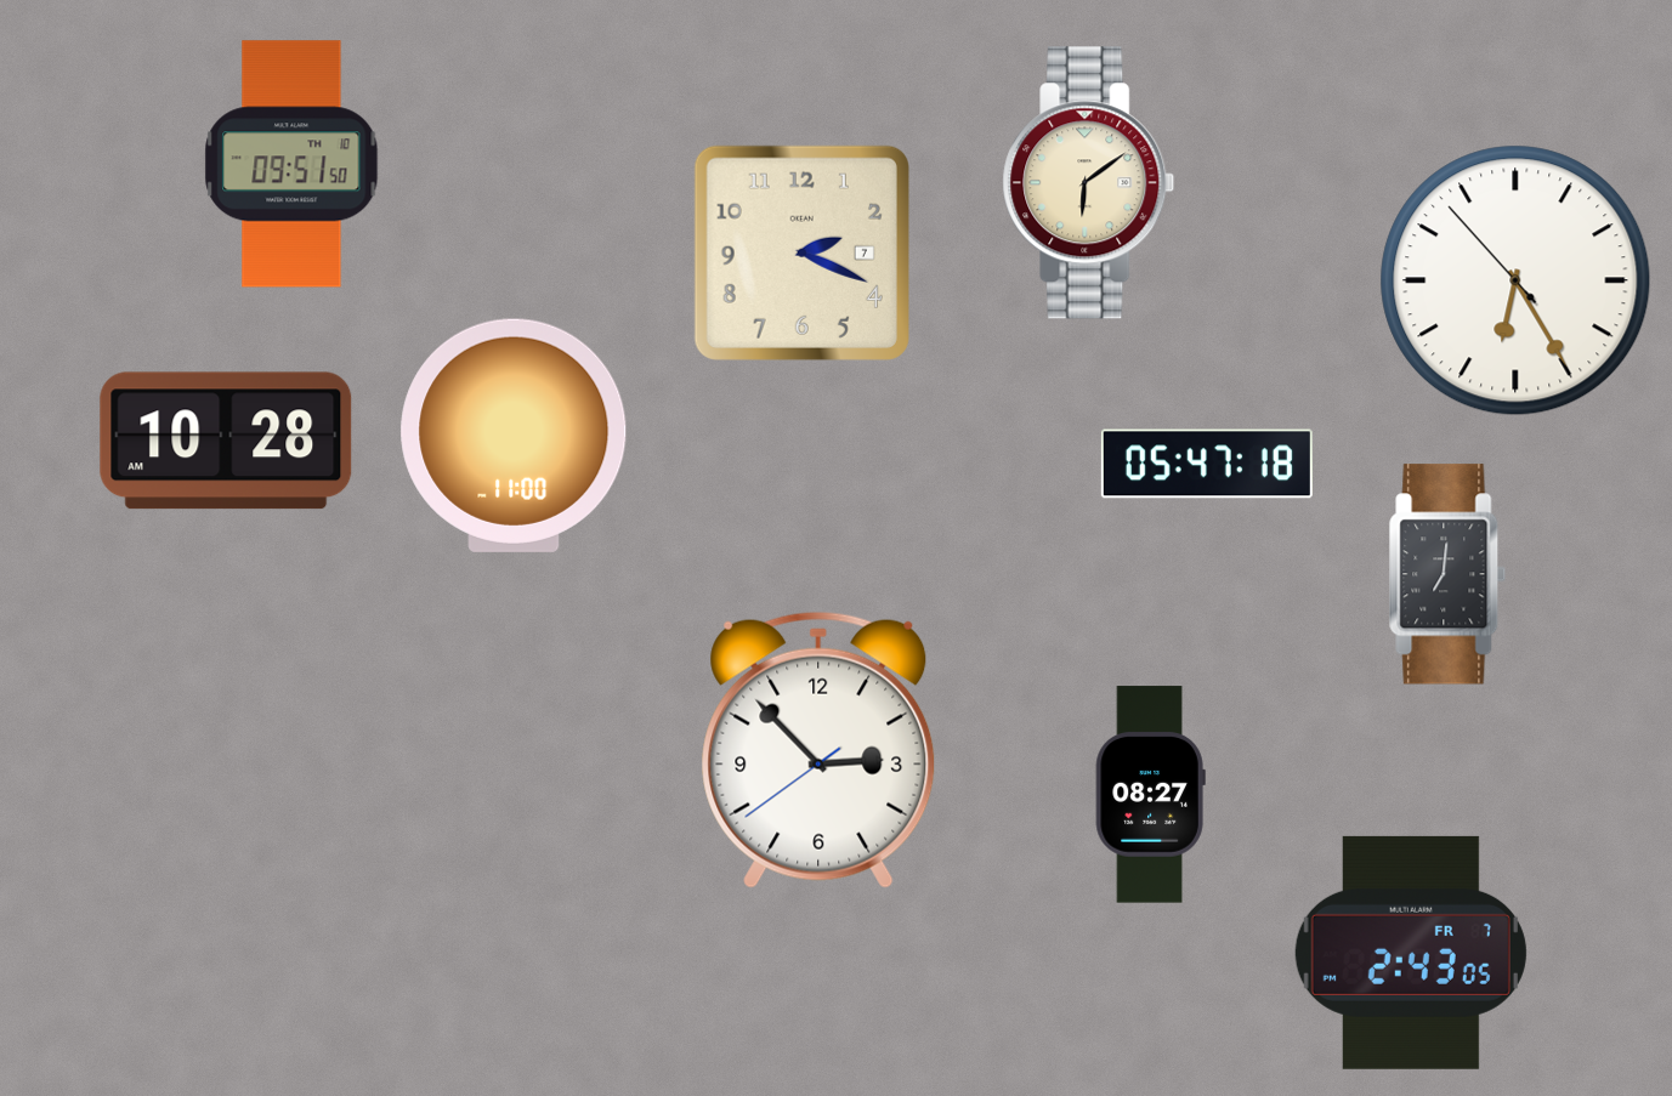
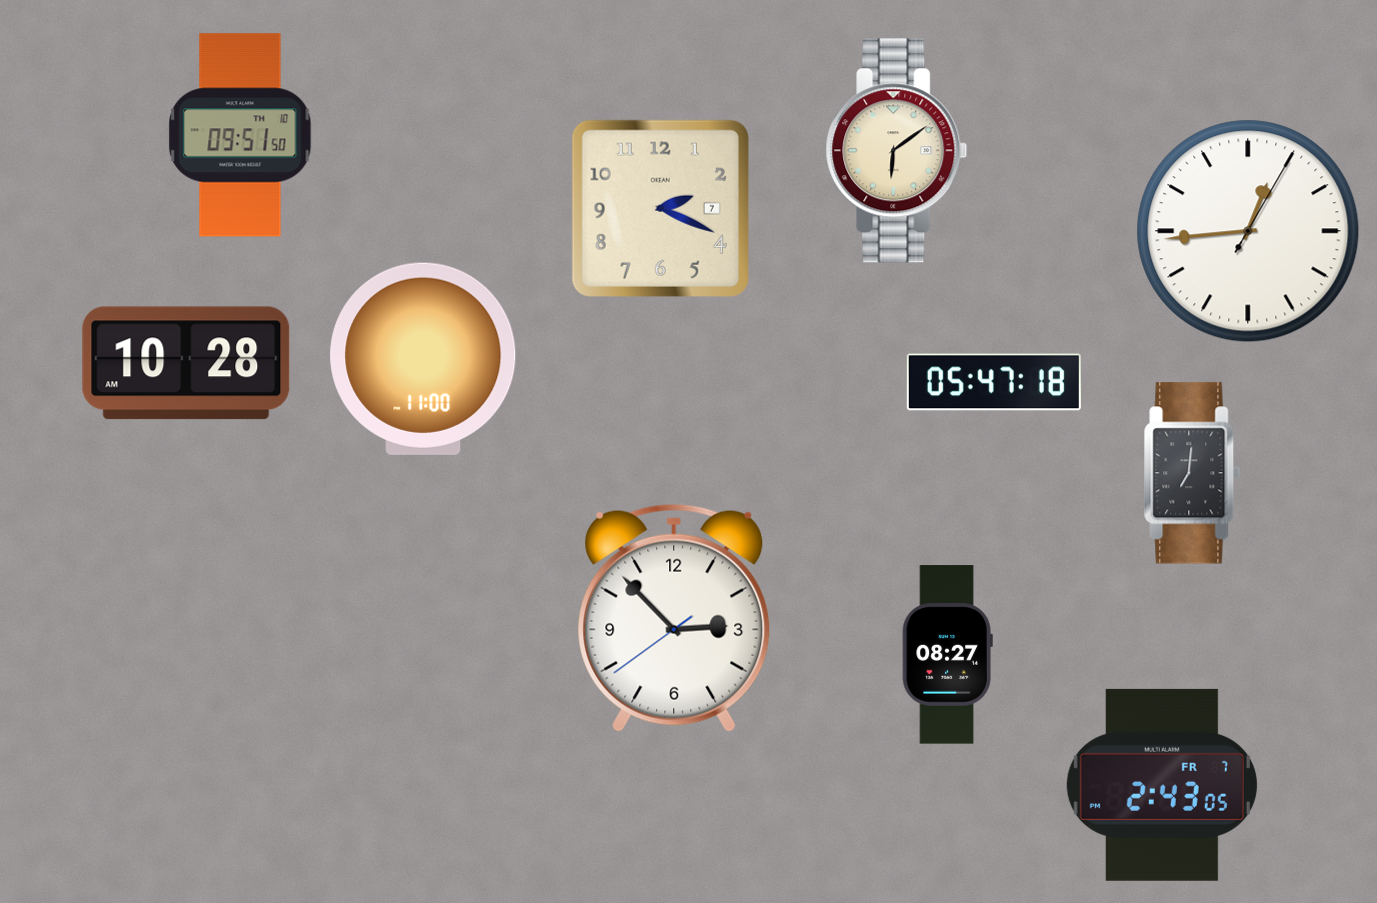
clock at (1515, 280): 6:24 -> 12:44
